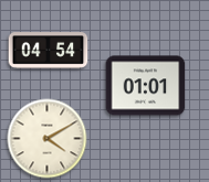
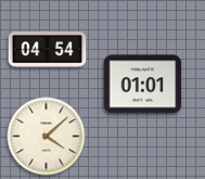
clock at (48, 139): 4:10 -> 4:08
